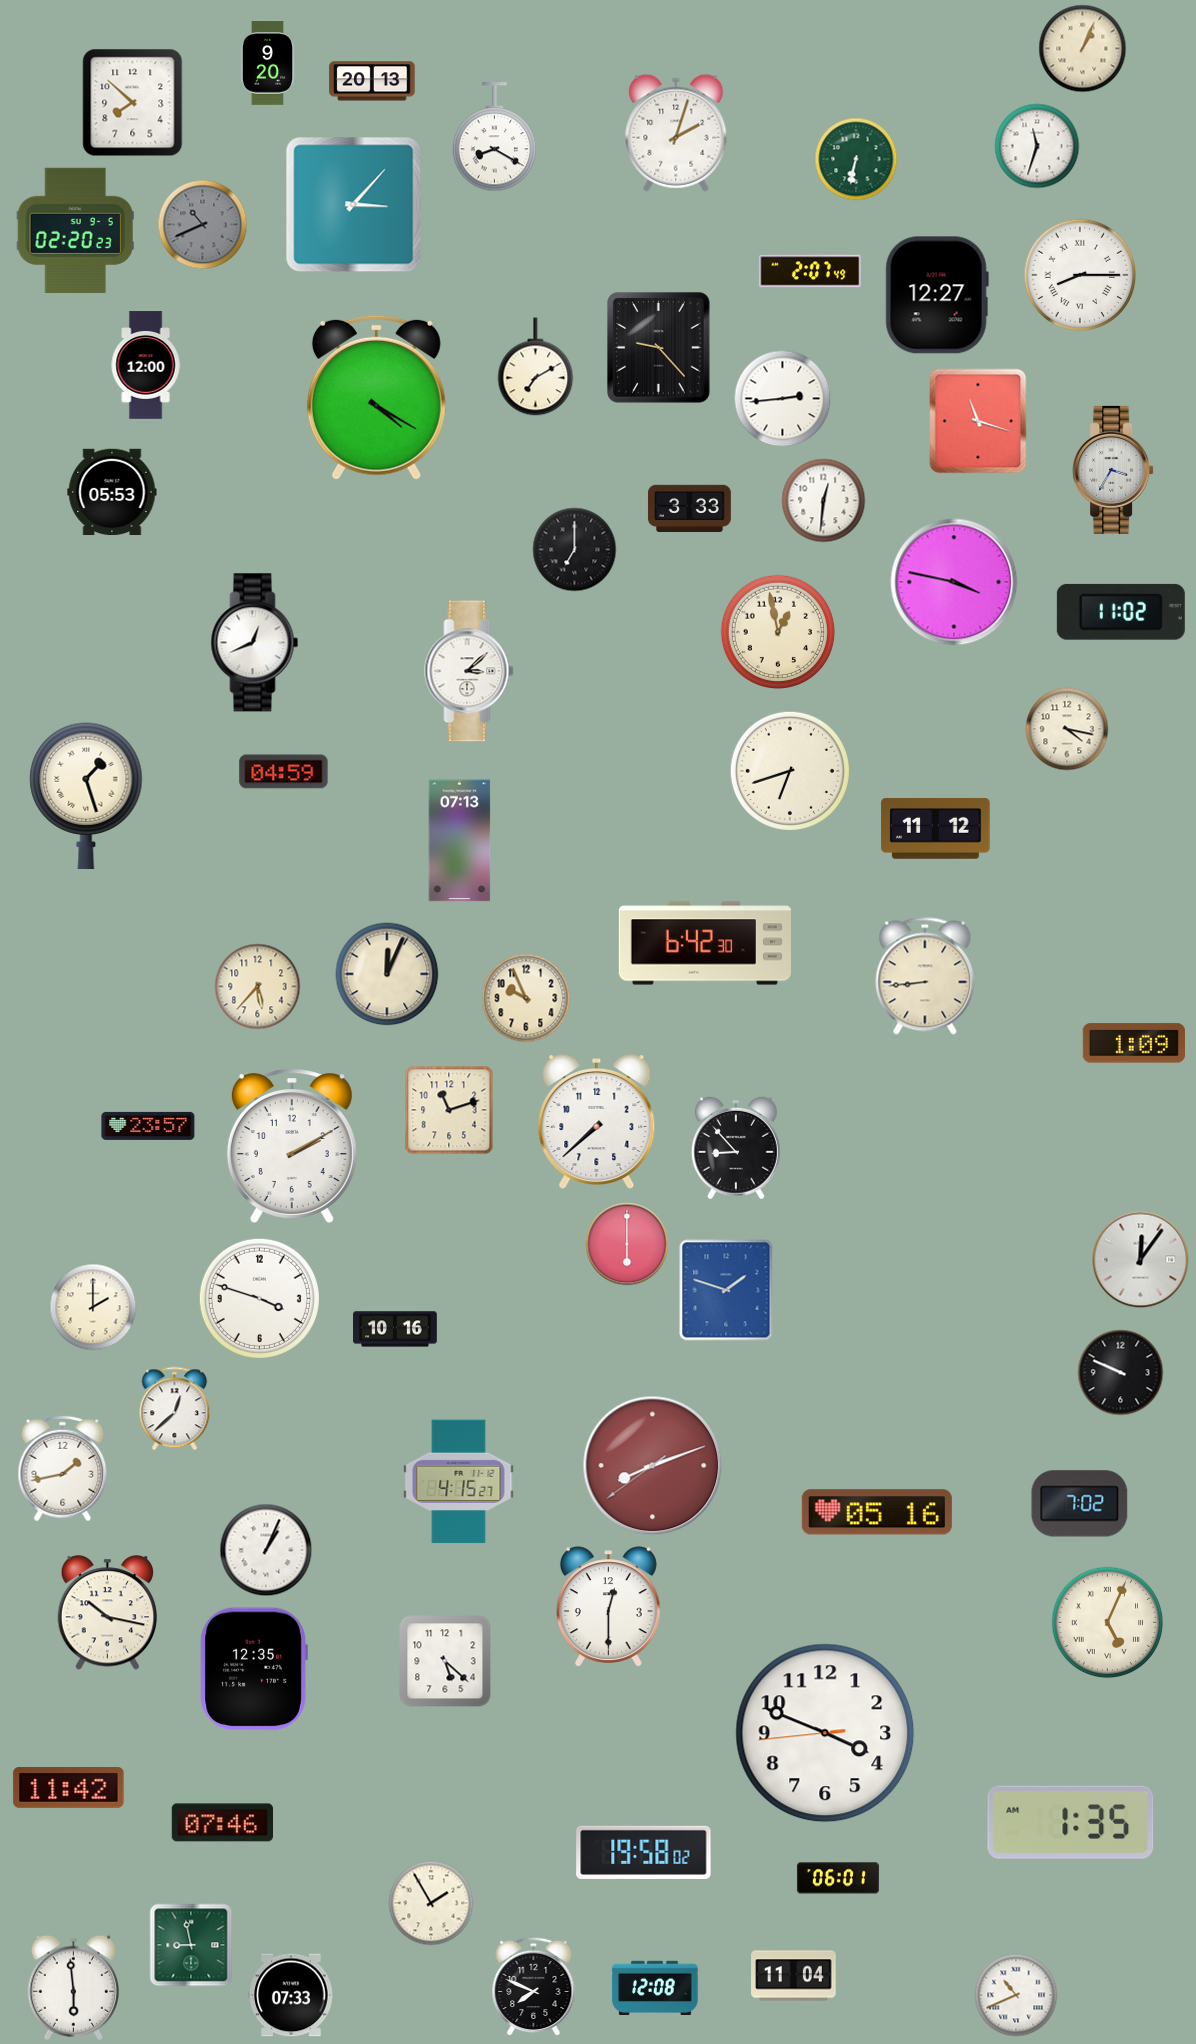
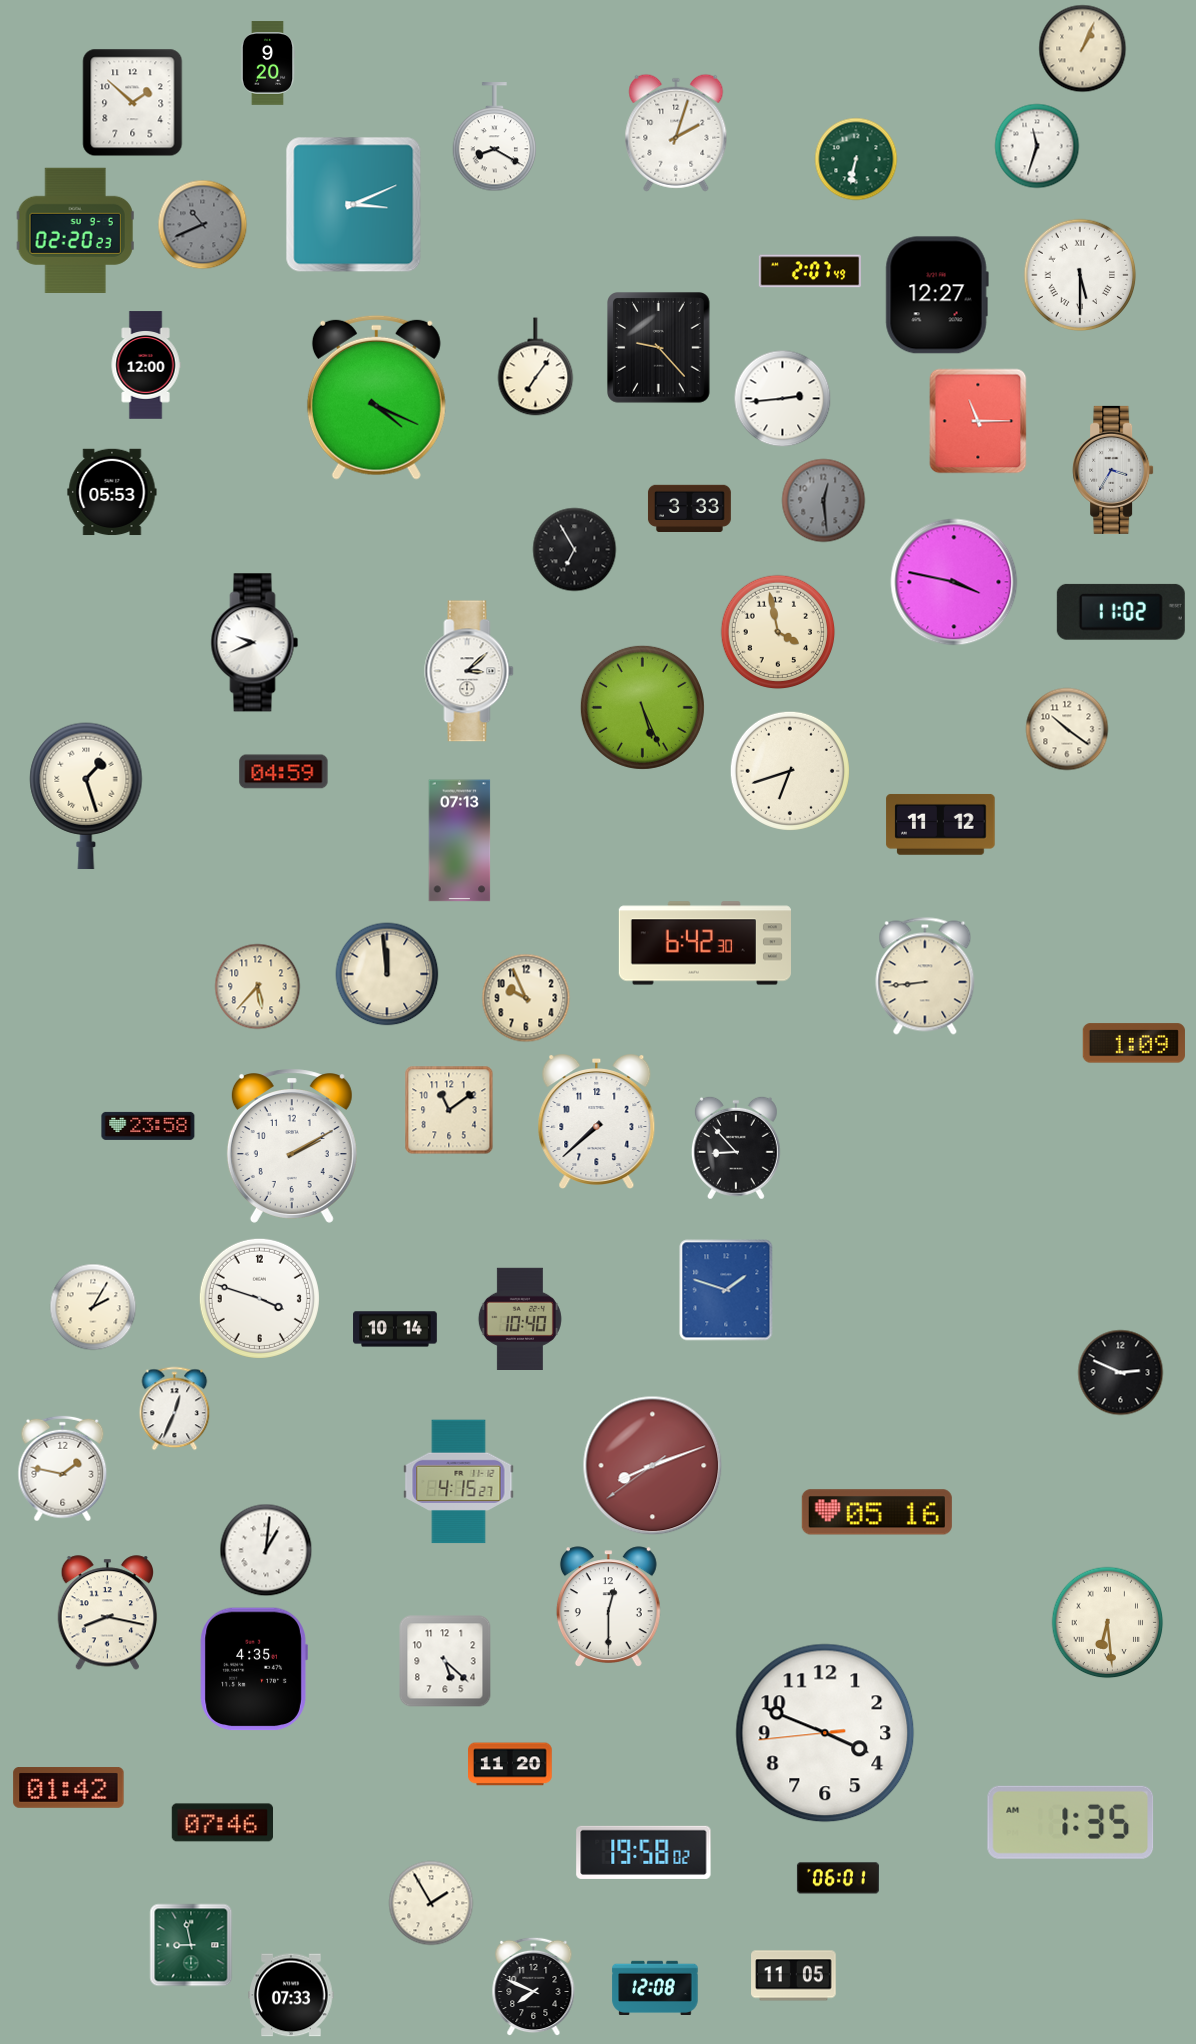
clock at (372, 81): 20:13 -> none
clock at (133, 103): 7:52 -> 1:52
clock at (354, 205): 3:07 -> 3:11
clock at (1080, 275): 8:15 -> 5:30
clock at (536, 367): 7:10 -> 7:06
clock at (376, 397): 4:20 -> 4:19
clock at (978, 421): 11:18 -> 11:15
clock at (824, 501): 12:31 -> 12:29
clock at (824, 501) dial: white -> grey
clock at (575, 550): 7:00 -> 6:55
clock at (778, 632): 12:58 -> 3:58
clock at (255, 643): 12:41 -> 9:41
clock at (642, 707): none -> 5:26
clock at (1067, 729): 4:17 -> 10:21
clock at (936, 828) position: (936, 828) -> (941, 824)
clock at (387, 974): 12:04 -> 11:59
clock at (449, 1110): 11:12 -> 11:09
clock at (148, 1126): 23:57 -> 23:58
clock at (627, 1244): 6:00 -> none
clock at (1141, 1260): 12:06 -> none
clock at (93, 1307): 2:00 -> 2:05
clock at (520, 1318): none -> 10:40
clock at (395, 1329): 10:16 -> 10:14
clock at (1121, 1373): 9:49 -> 2:49
clock at (175, 1409): 12:38 -> 12:34
clock at (63, 1469): 1:43 -> 1:47
clock at (1080, 1504): 7:02 -> none
clock at (266, 1550): 1:04 -> 1:01
clock at (108, 1613): 10:17 -> 8:17
clock at (1108, 1623): 5:04 -> 6:29
clock at (254, 1669): 12:35 -> 4:35
clock at (511, 1764): none -> 11:20
clock at (69, 1788): 11:42 -> 01:42
clock at (794, 1976): 11:04 -> 11:05
clock at (73, 1987): 5:59 -> none
clock at (1016, 1995): 10:41 -> none
